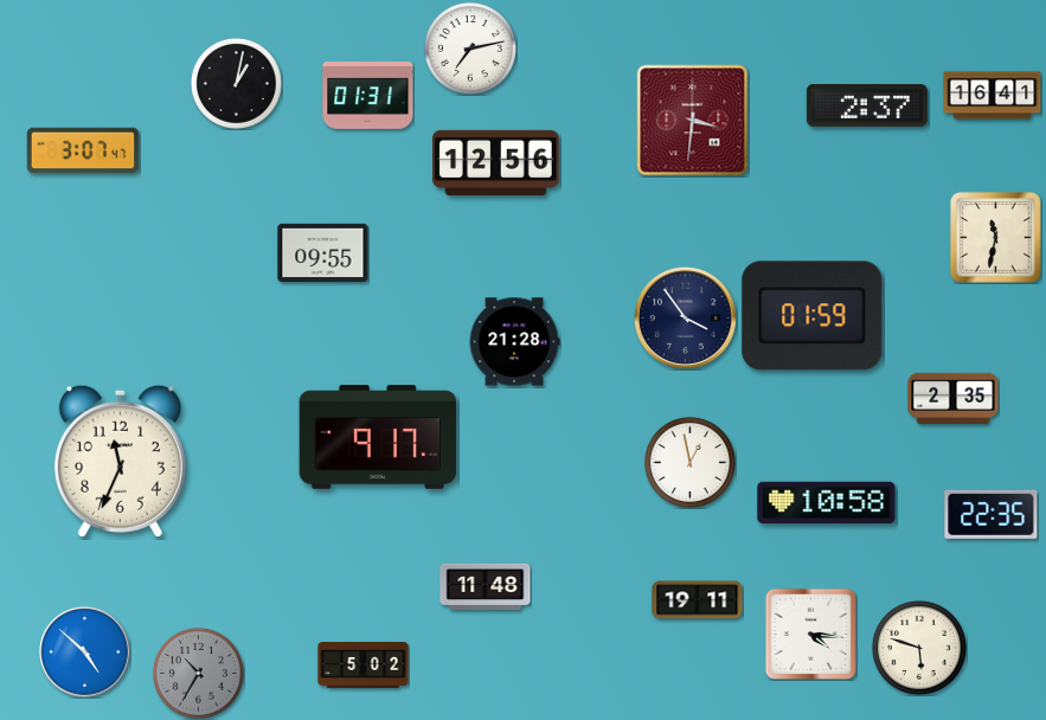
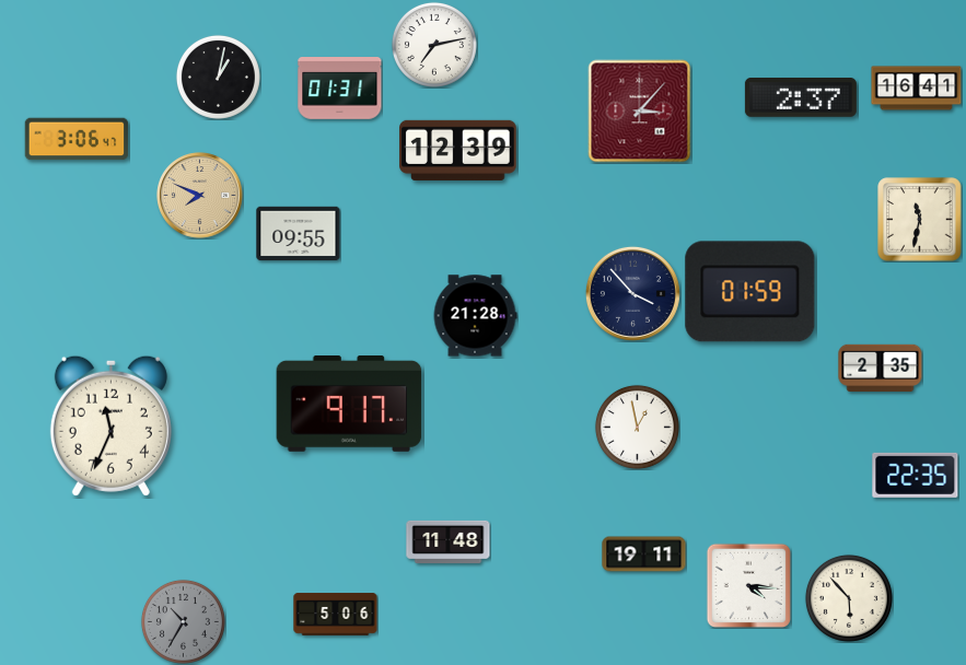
clock at (693, 121): 3:31 -> 3:07
clock at (83, 150): 3:07 -> 3:06
clock at (496, 162): 12:56 -> 12:39
clock at (200, 196): none -> 7:49
clock at (685, 317): 3:54 -> 3:53
clock at (827, 503): 10:58 -> none
clock at (919, 648): 5:48 -> 5:53
clock at (85, 652): 4:52 -> none
clock at (364, 666): 5:02 -> 5:06
